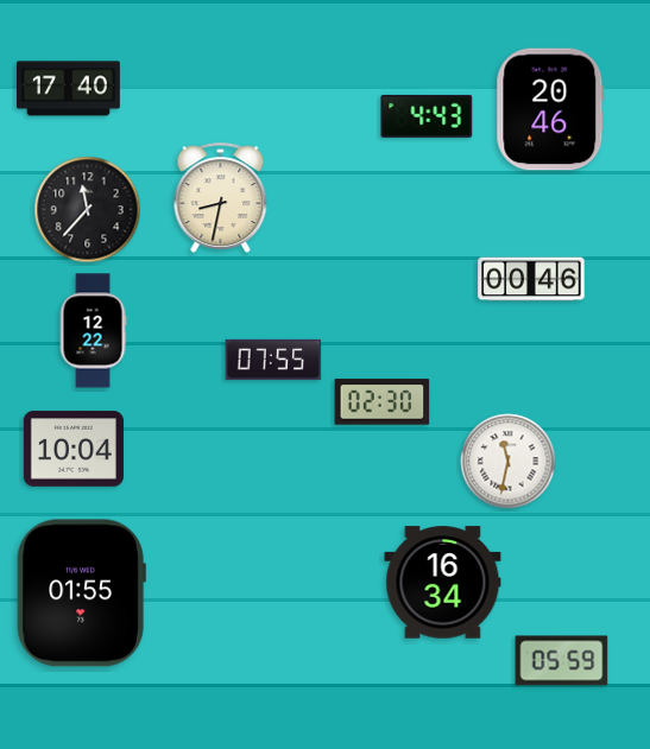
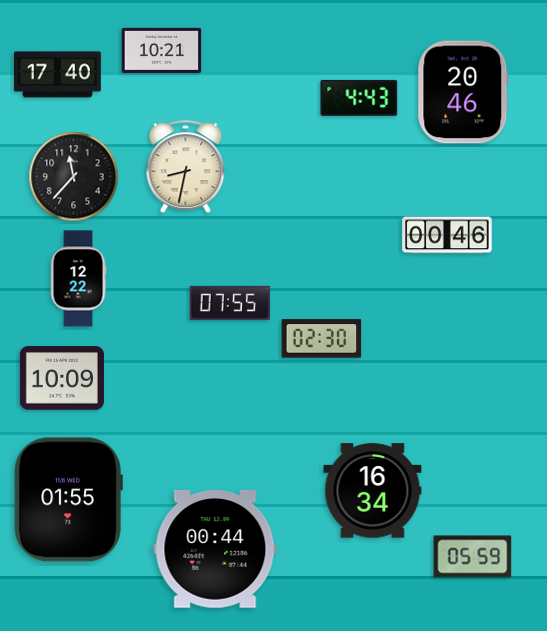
clock at (162, 50): none -> 10:21
clock at (74, 449): 10:04 -> 10:09
clock at (509, 462): 11:32 -> none
clock at (215, 549): none -> 00:44
